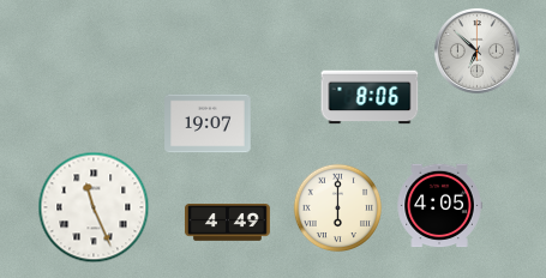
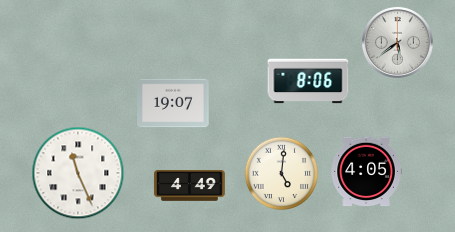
clock at (476, 50): 6:52 -> 5:39
clock at (338, 208): 6:00 -> 5:01
